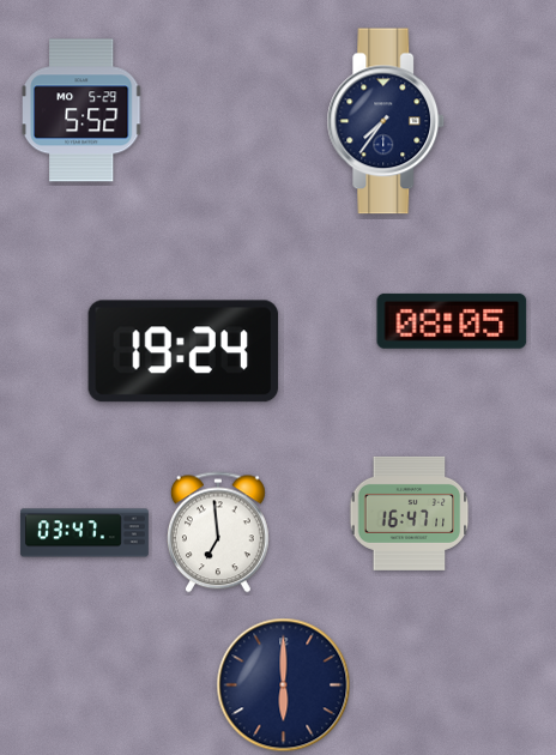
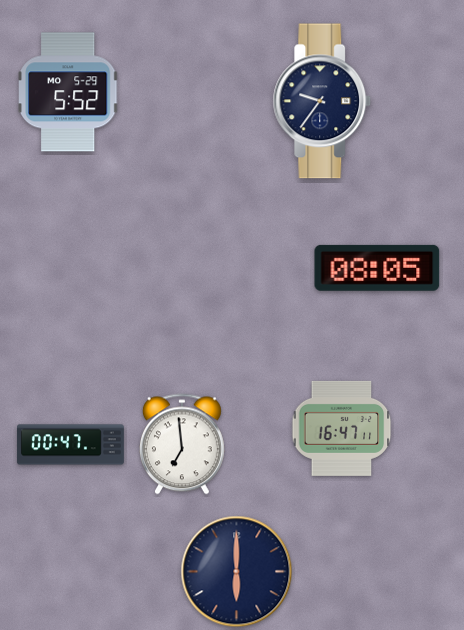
clock at (386, 121): 7:36 -> 9:36
clock at (183, 351): 19:24 -> none
clock at (85, 533): 03:47 -> 00:47
